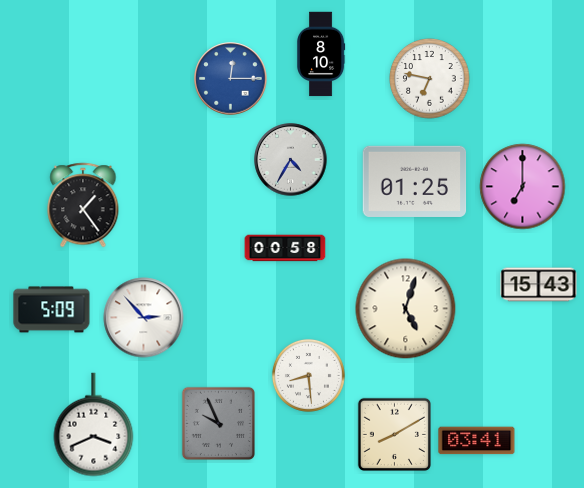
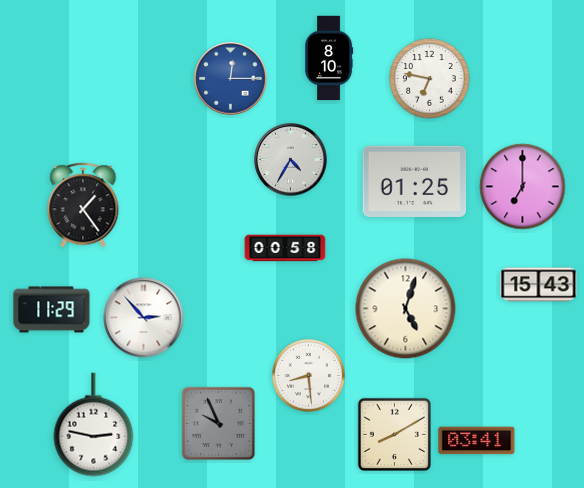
clock at (321, 54) position: (321, 54) -> (329, 58)
clock at (52, 310): 5:09 -> 11:29
clock at (94, 425): 3:41 -> 2:47
